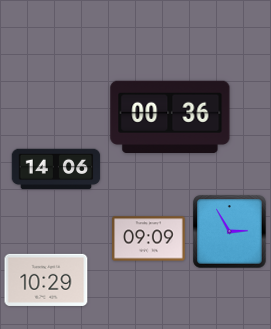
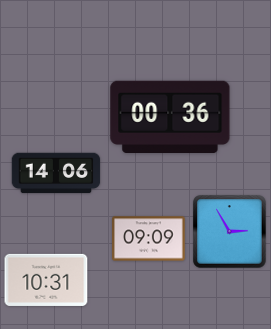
clock at (56, 169) position: (56, 169) -> (56, 173)
clock at (46, 280): 10:29 -> 10:31
